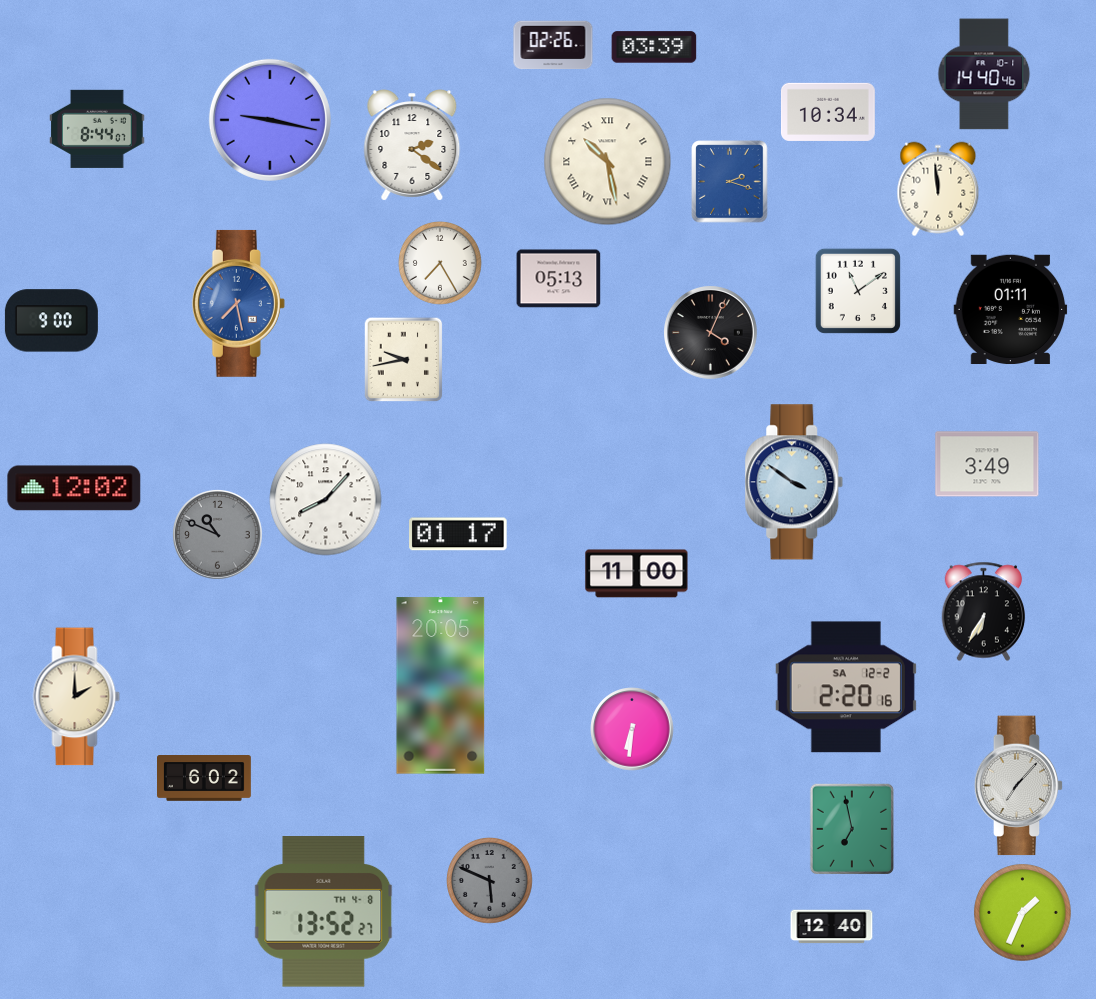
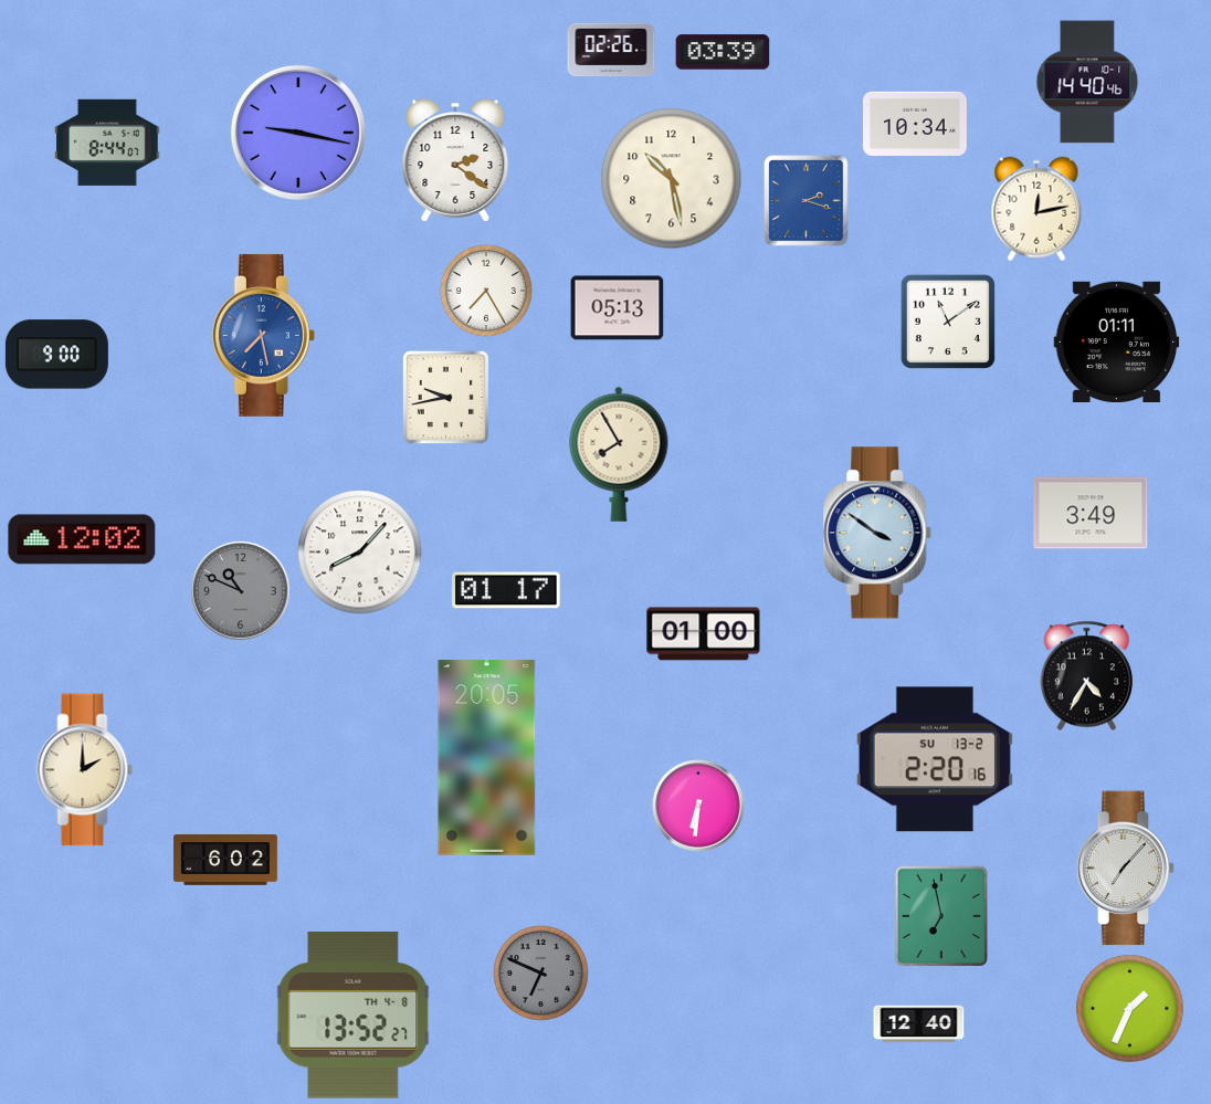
clock at (608, 162) numerals: Roman -> Arabic
clock at (938, 189): 11:59 -> 12:13
clock at (711, 333): 4:04 -> none
clock at (619, 454): none -> 7:55
clock at (637, 574): 11:00 -> 01:00
clock at (984, 612): 6:35 -> 4:35
clock at (846, 687) date: SA 12-2 -> SU 13-2
clock at (490, 881): 5:49 -> 6:49
clock at (324, 912) position: (324, 912) -> (354, 1016)
